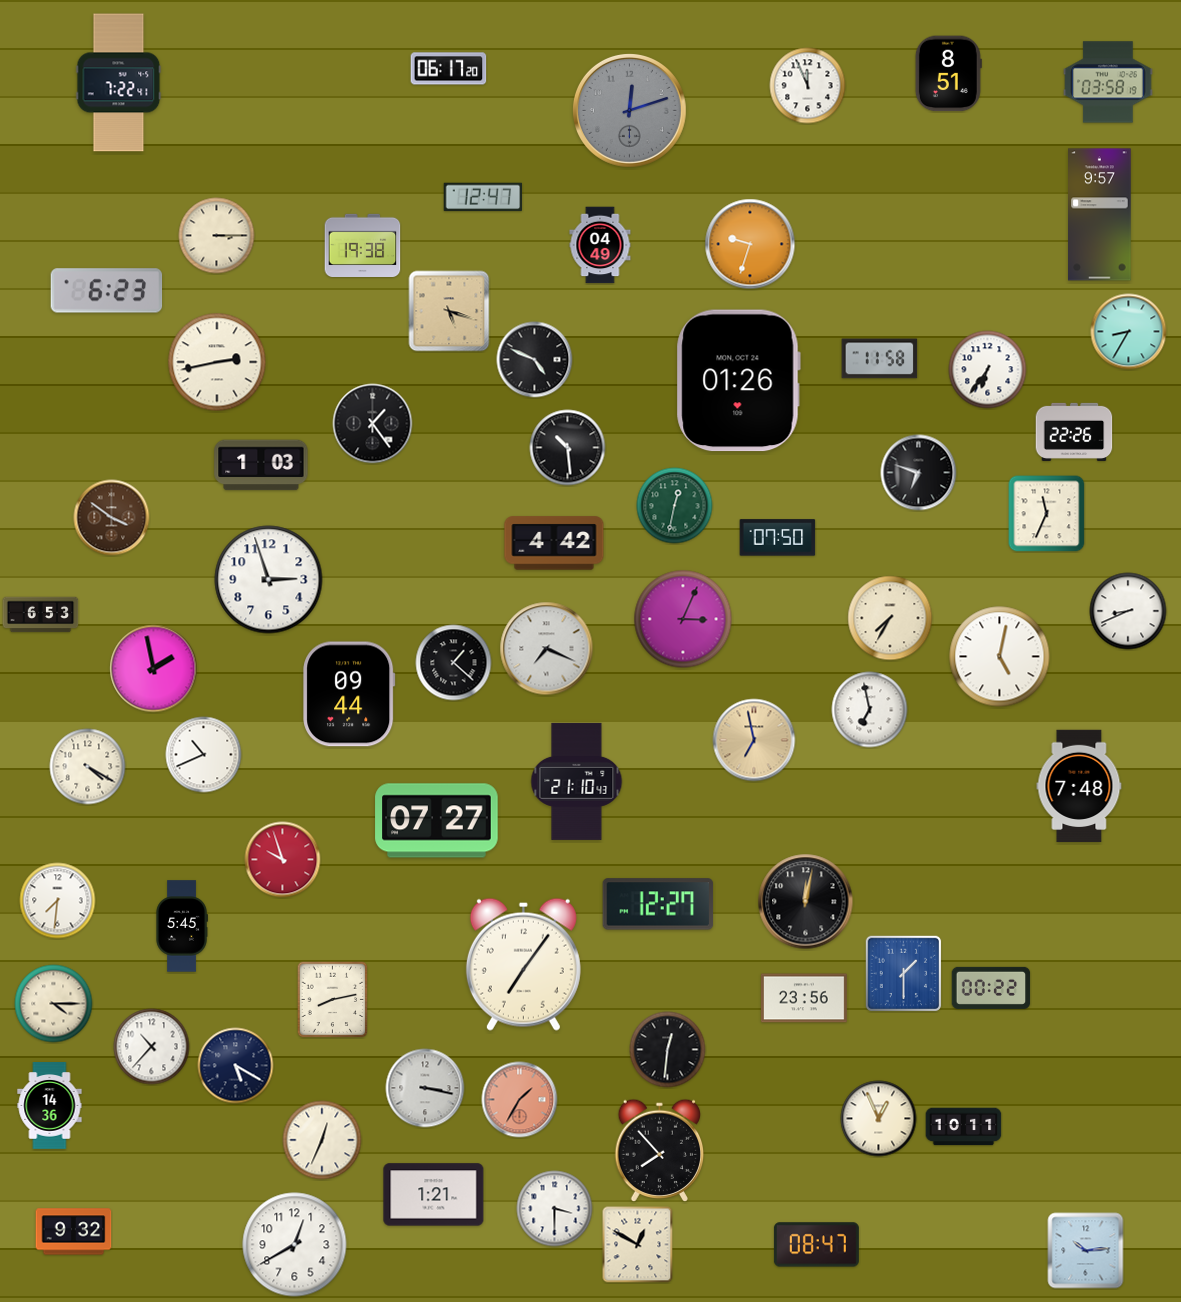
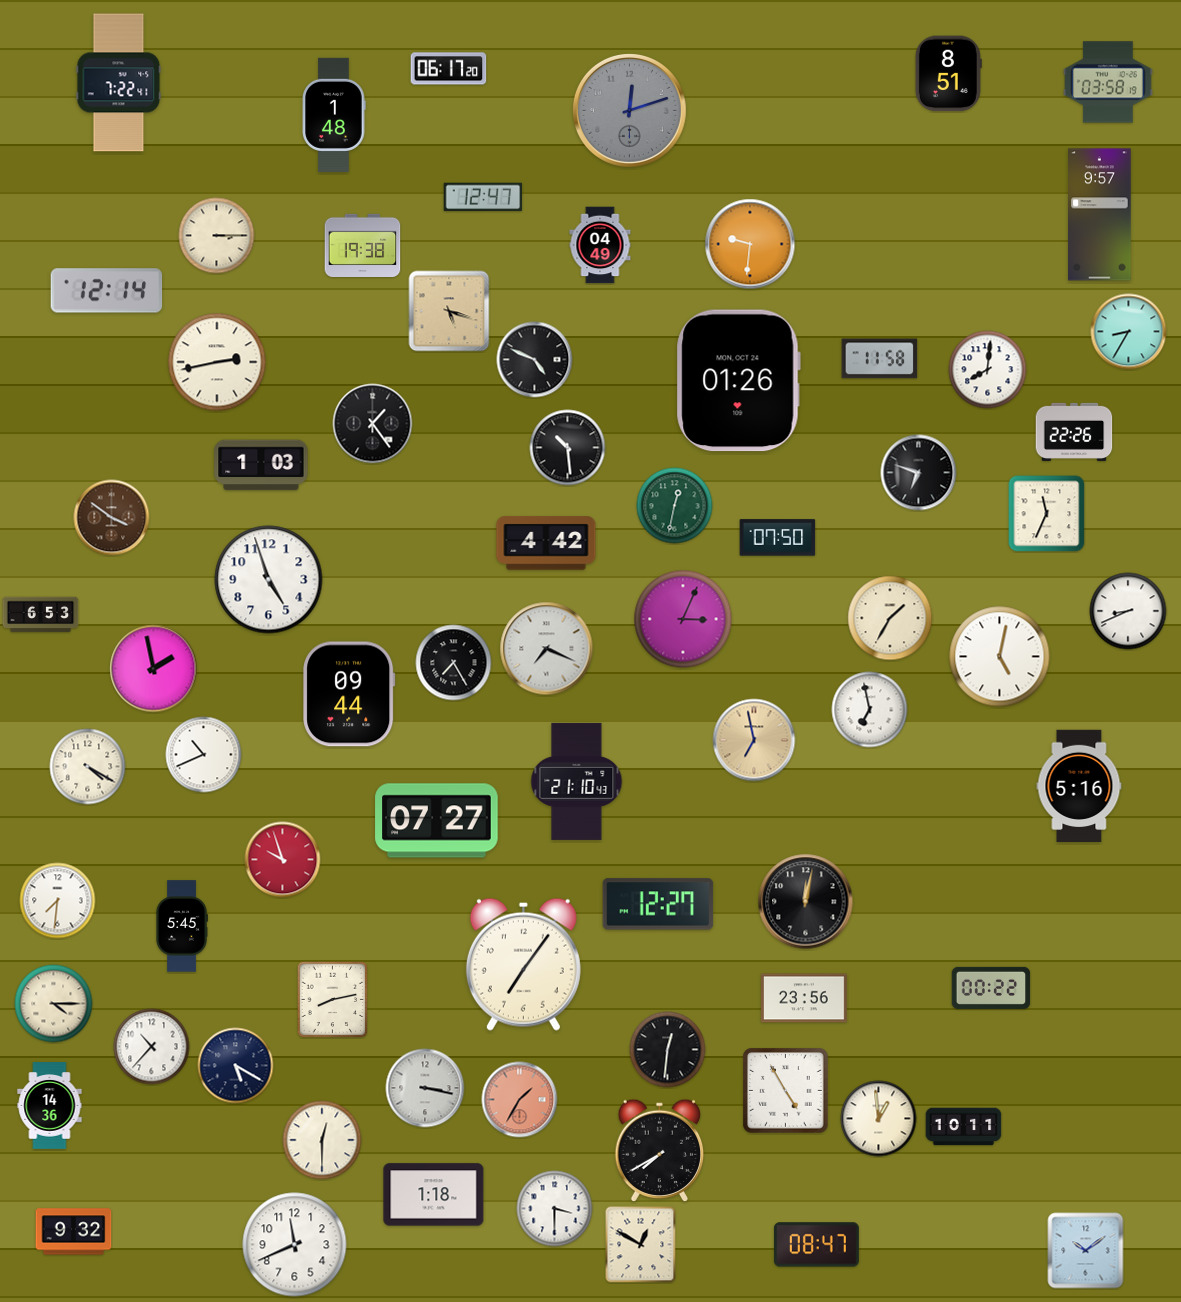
clock at (808, 86): 11:56 -> none
clock at (334, 115): none -> 1:48
clock at (750, 244): 9:33 -> 9:31
clock at (107, 291): 6:23 -> 12:14
clock at (988, 370): 6:36 -> 8:01
clock at (554, 543) position: (554, 543) -> (546, 543)
clock at (269, 580): 2:57 -> 4:57
clock at (890, 618): 7:35 -> 1:35
clock at (454, 663): 1:22 -> 7:25
clock at (1079, 786): 7:48 -> 5:16
clock at (903, 973): 1:30 -> none
clock at (786, 1091): none -> 4:55
clock at (879, 1119): 12:56 -> 12:59
clock at (322, 1140): 12:34 -> 12:30
clock at (659, 1150): 7:53 -> 7:40
clock at (434, 1195): 1:21 -> 1:18
clock at (295, 1245): 12:40 -> 11:41
clock at (638, 1245) position: (638, 1245) -> (641, 1245)
clock at (1086, 1251): 10:14 -> 10:09
